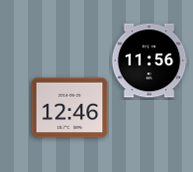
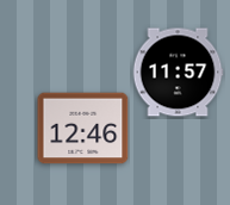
clock at (149, 61): 11:56 -> 11:57
